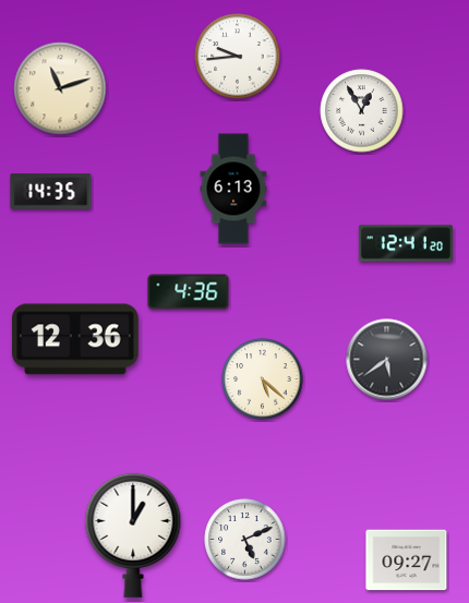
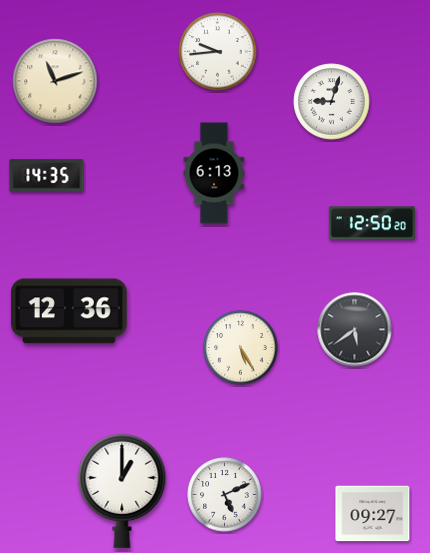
clock at (362, 111): 12:55 -> 9:03
clock at (406, 243): 12:41 -> 12:50
clock at (189, 292): 4:36 -> none
clock at (263, 379): 5:22 -> 5:25
